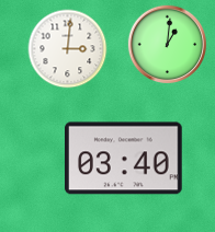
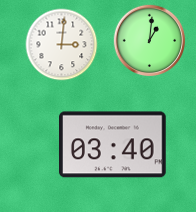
clock at (167, 44) position: (167, 44) -> (149, 40)
